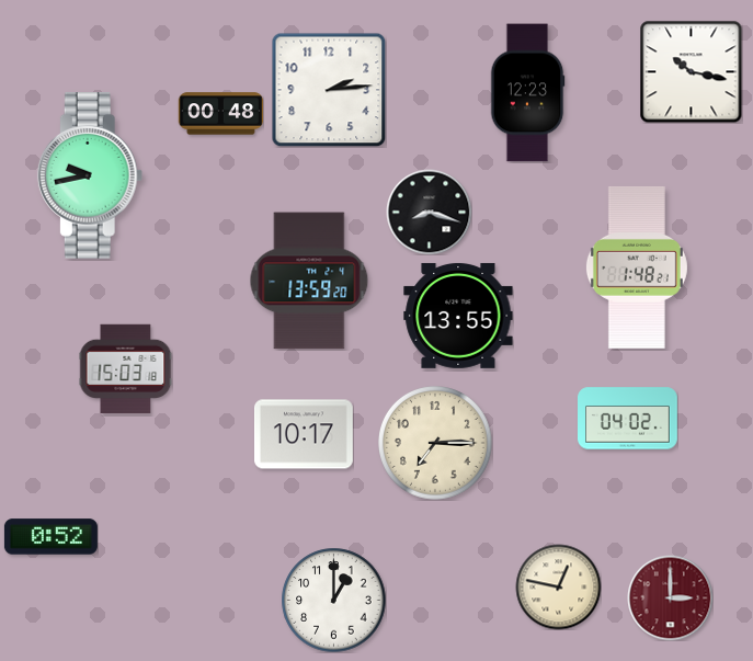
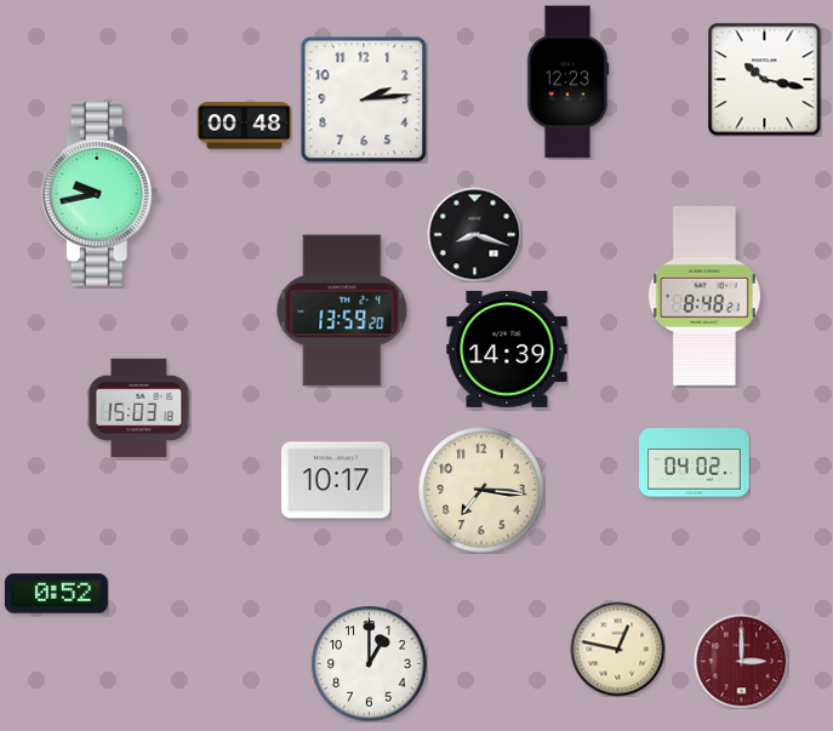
clock at (527, 93) position: (527, 93) -> (567, 82)
clock at (637, 267): 1:48 -> 8:48
clock at (458, 316): 13:55 -> 14:39
clock at (436, 444): 7:15 -> 7:16
